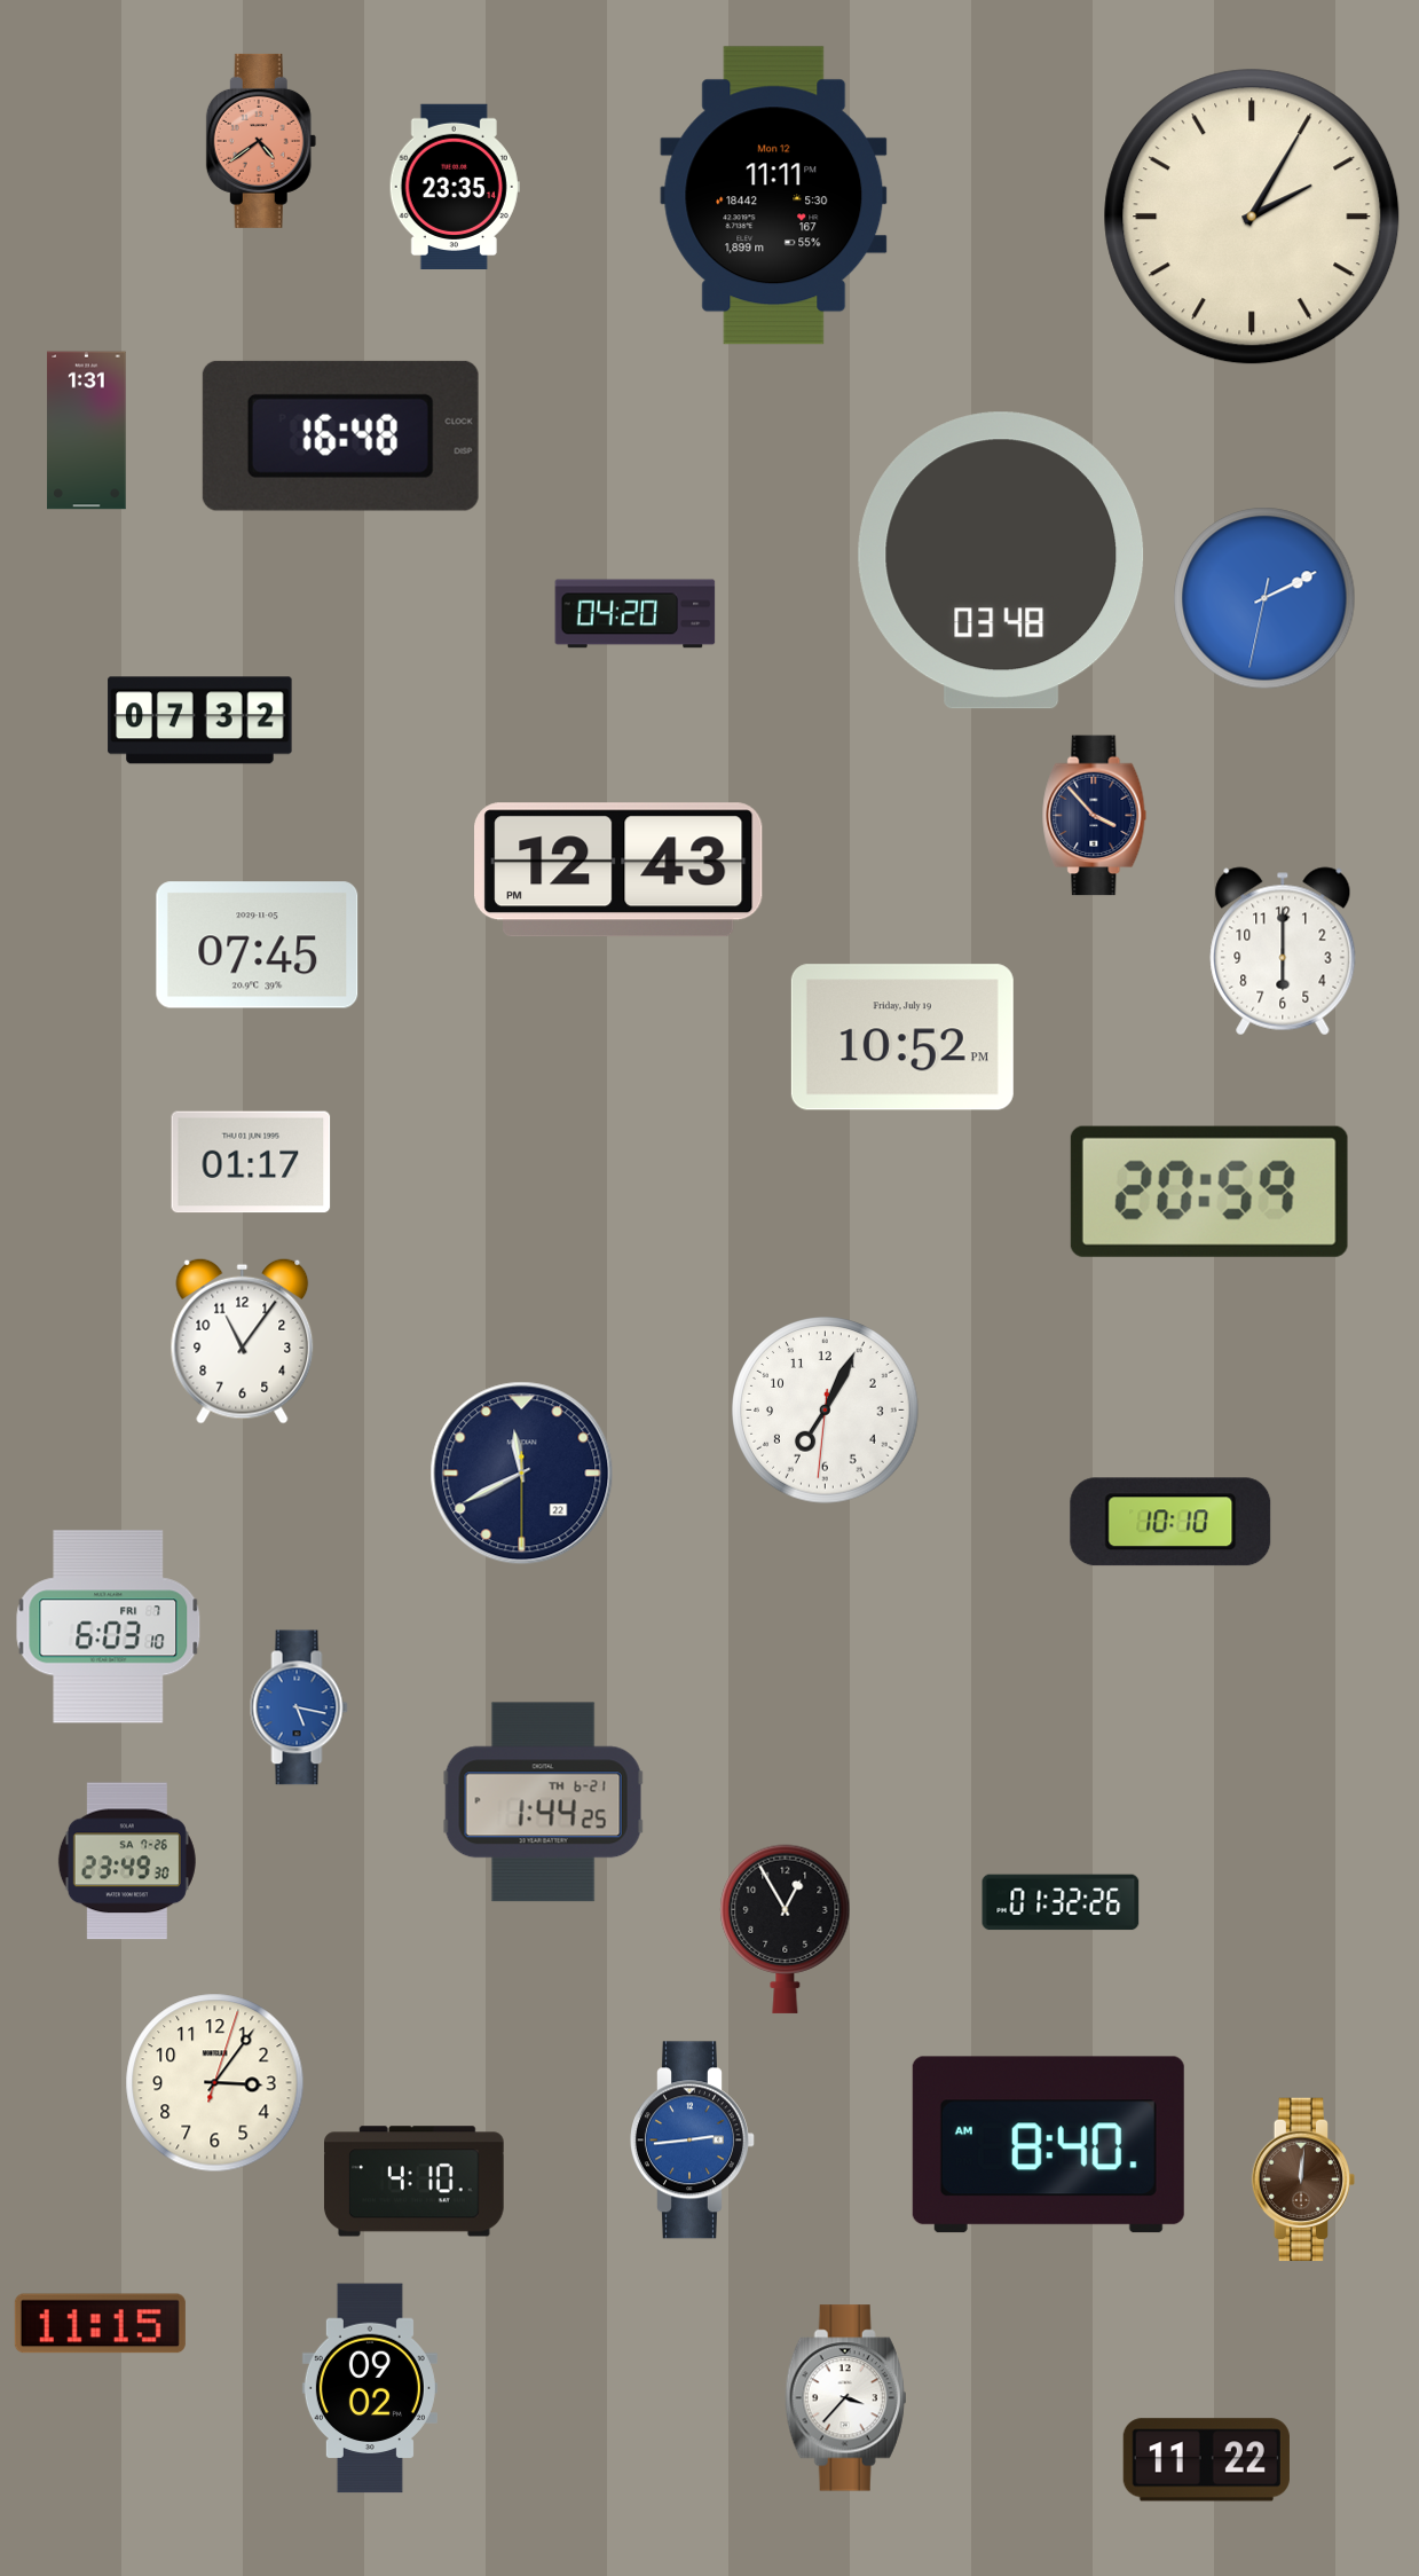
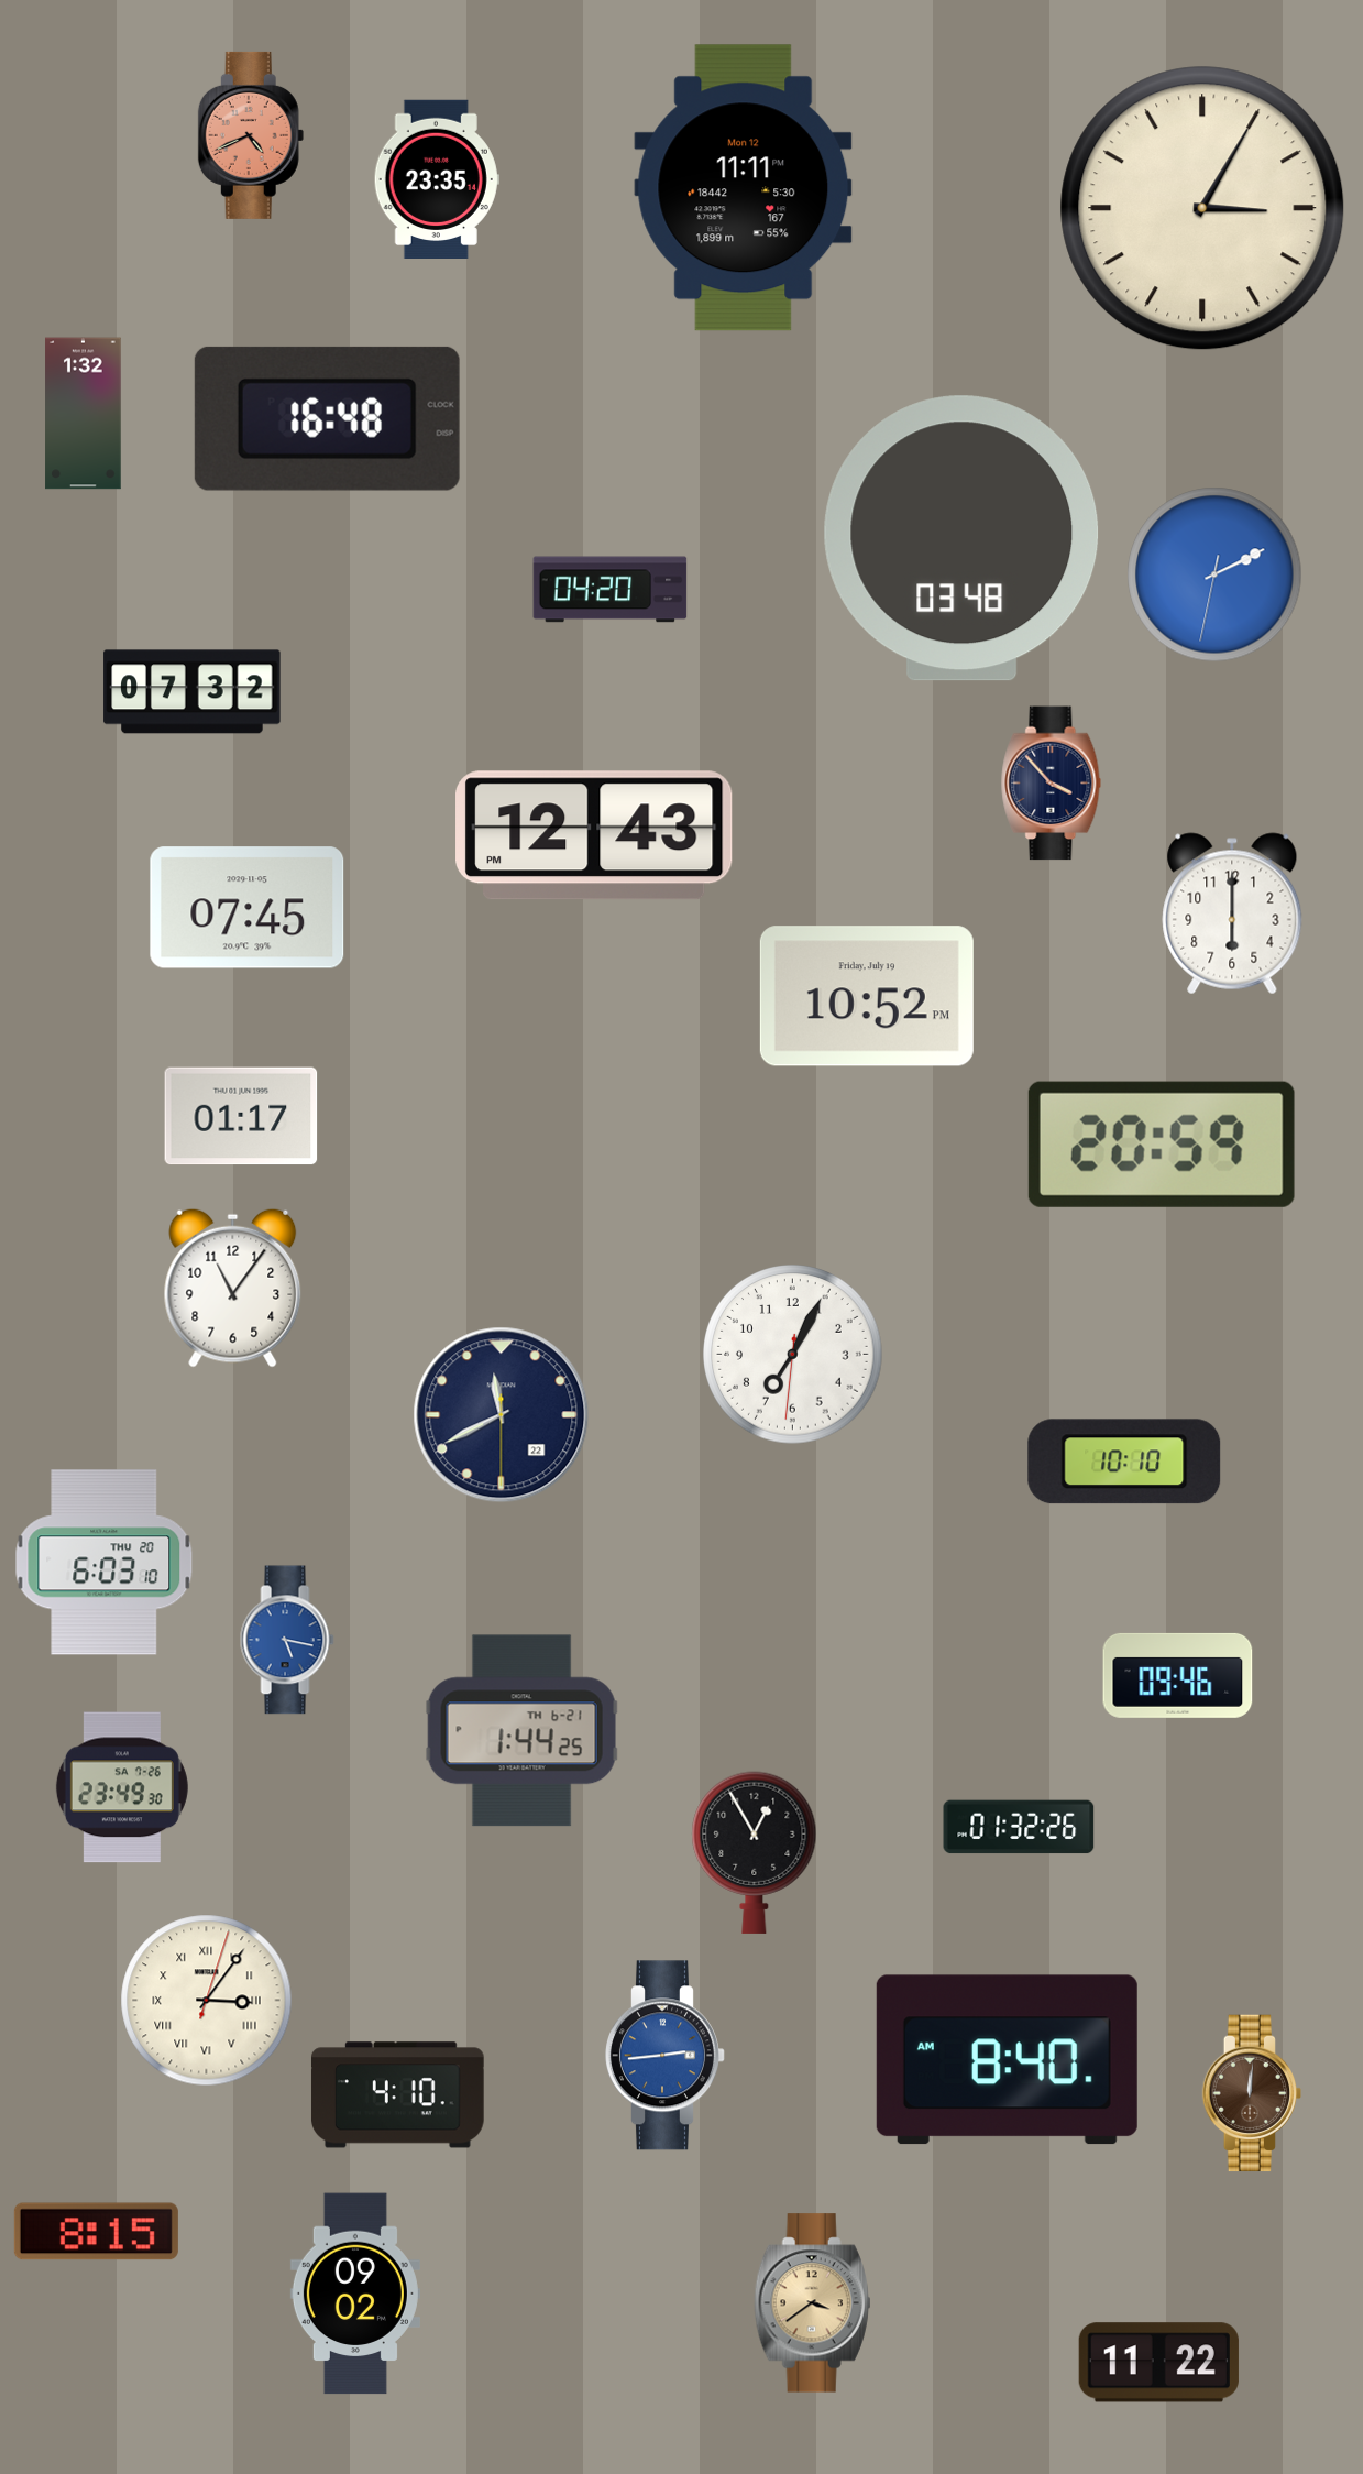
clock at (261, 141): 4:39 -> 4:41
clock at (1252, 217): 2:05 -> 3:05
clock at (87, 431): 1:31 -> 1:32
clock at (109, 1627) date: FRI 7 -> THU 20
clock at (1178, 1675): none -> 09:46
clock at (215, 2083) numerals: Arabic -> Roman
clock at (100, 2324): 11:15 -> 8:15
clock at (846, 2398): 3:37 -> 3:39
clock at (846, 2398) dial: white -> champagne
